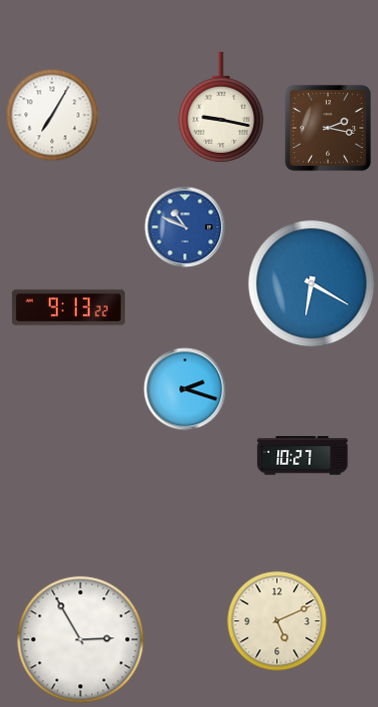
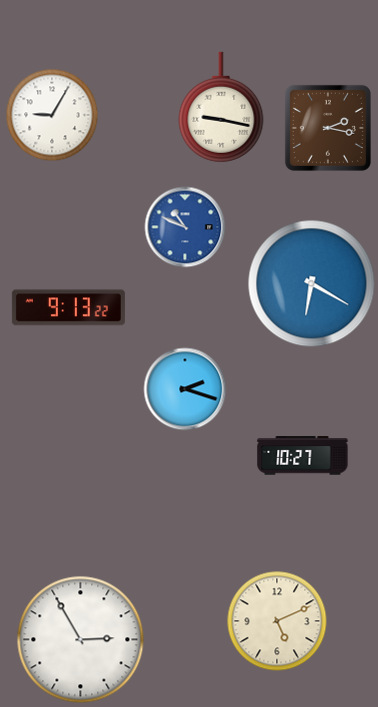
clock at (52, 115): 7:05 -> 9:05
